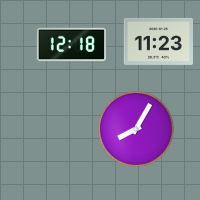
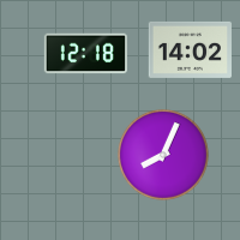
clock at (158, 41): 11:23 -> 14:02
clock at (136, 129): 8:05 -> 8:04
